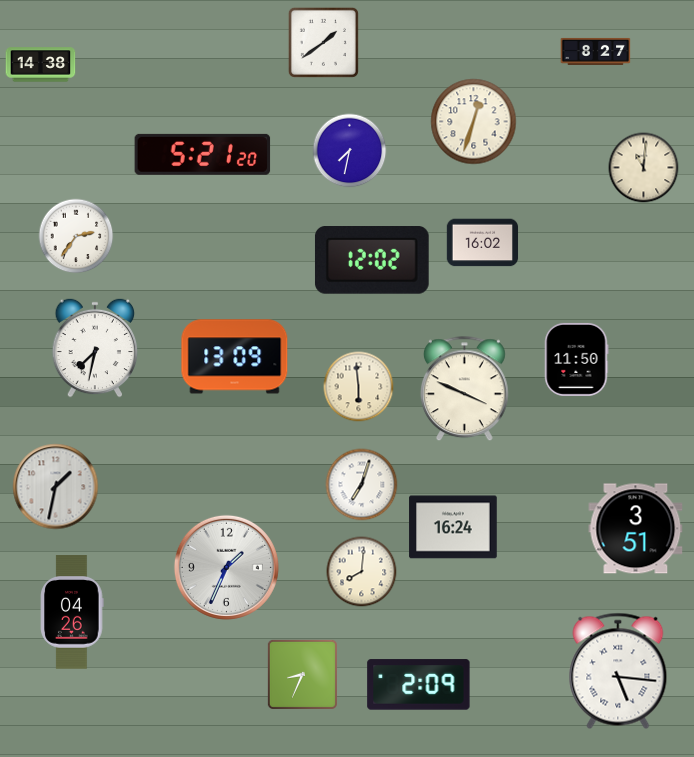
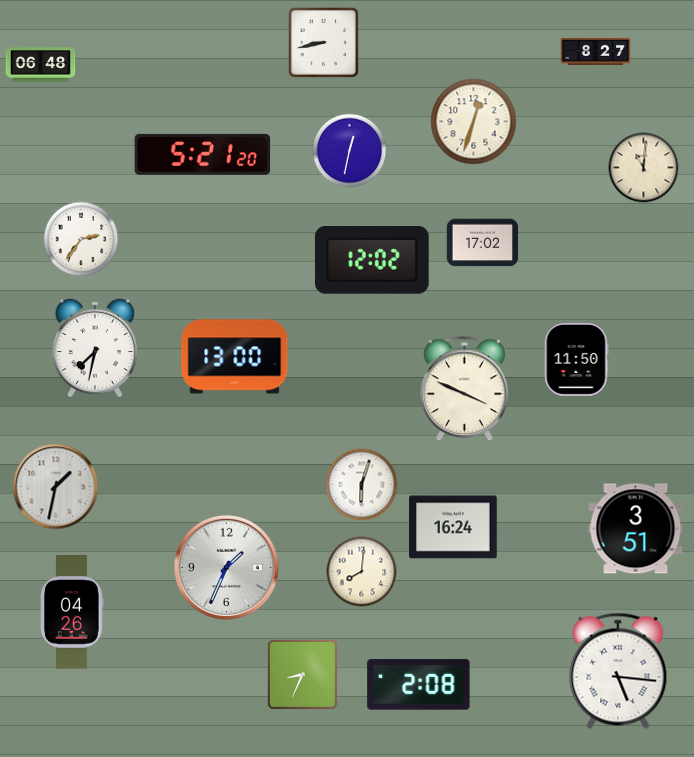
clock at (323, 42): 1:39 -> 8:43
clock at (41, 65): 14:38 -> 06:48
clock at (350, 151): 7:32 -> 12:32
clock at (76, 236) position: (76, 236) -> (81, 239)
clock at (483, 243): 16:02 -> 17:02
clock at (235, 357): 13:09 -> 13:00
clock at (359, 387): 5:59 -> none
clock at (362, 485): 7:03 -> 6:03
clock at (419, 685): 2:09 -> 2:08
